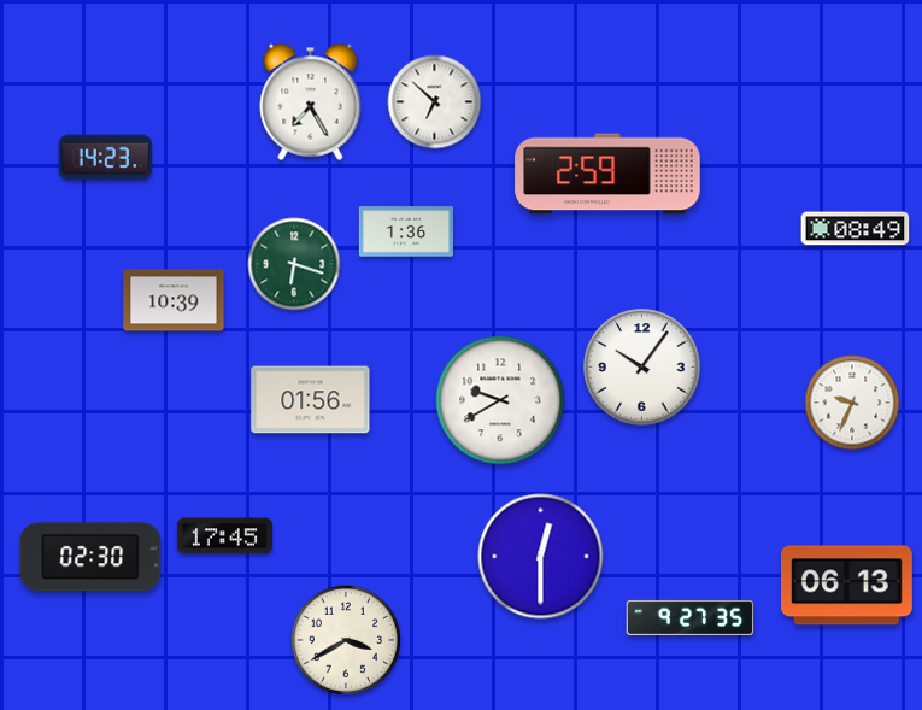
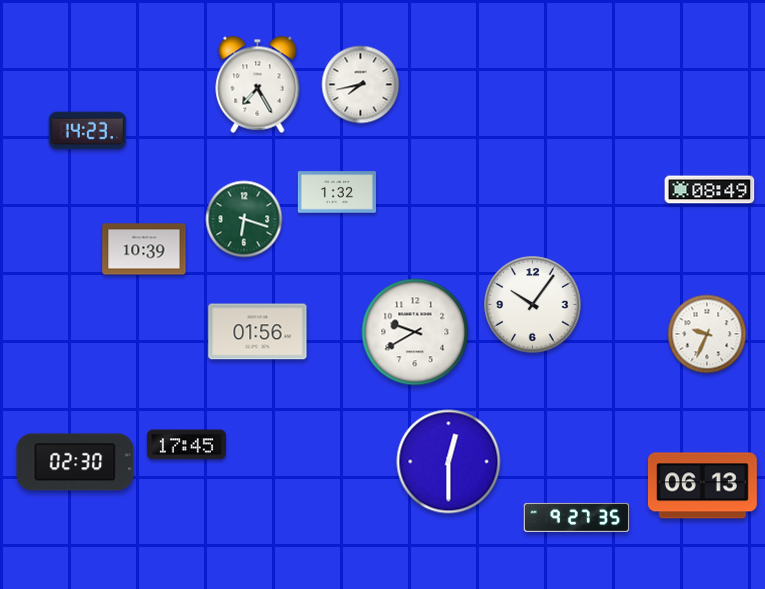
clock at (435, 102): 6:52 -> 7:43
clock at (607, 174): 2:59 -> none
clock at (406, 231): 1:36 -> 1:32
clock at (691, 617) position: (691, 617) -> (577, 517)
clock at (346, 640): 3:40 -> none
